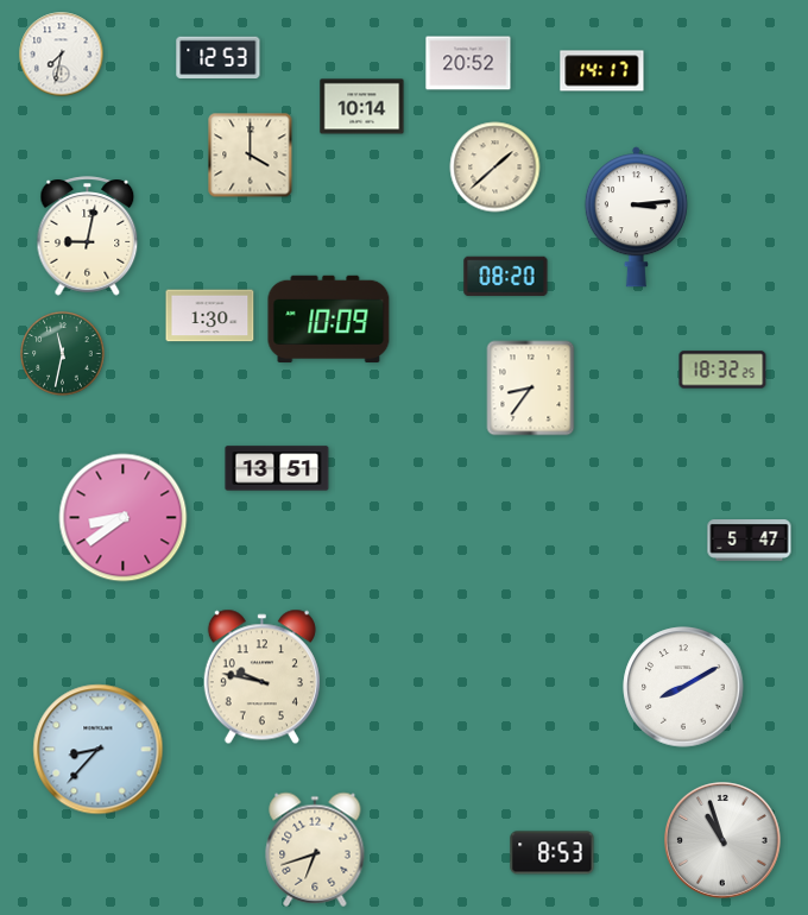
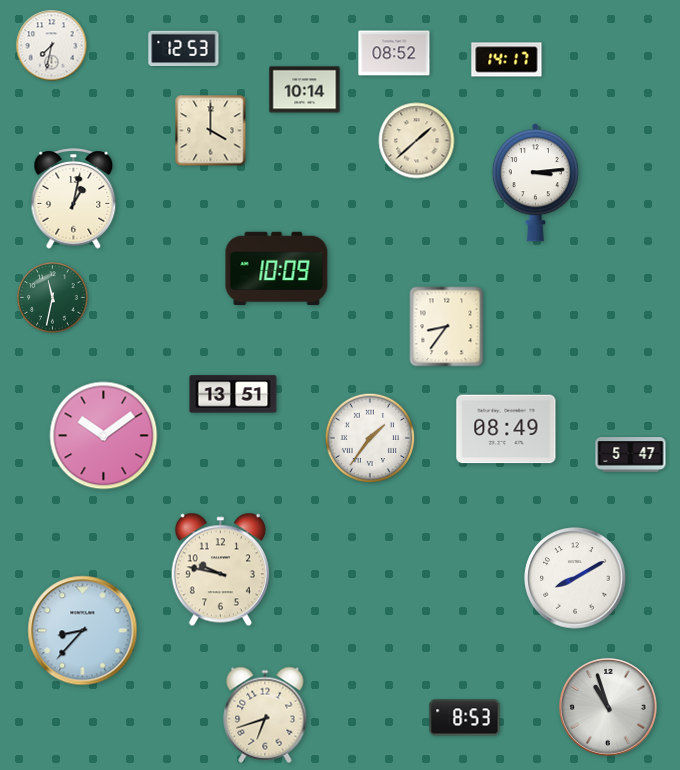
clock at (468, 63): 20:52 -> 08:52
clock at (88, 236): 9:02 -> 1:02
clock at (506, 277): 08:20 -> none
clock at (210, 316): 1:30 -> none
clock at (722, 370): 18:32 -> none
clock at (506, 429): none -> 08:49
clock at (124, 518): 8:39 -> 10:09
clock at (370, 438): none -> 1:36
